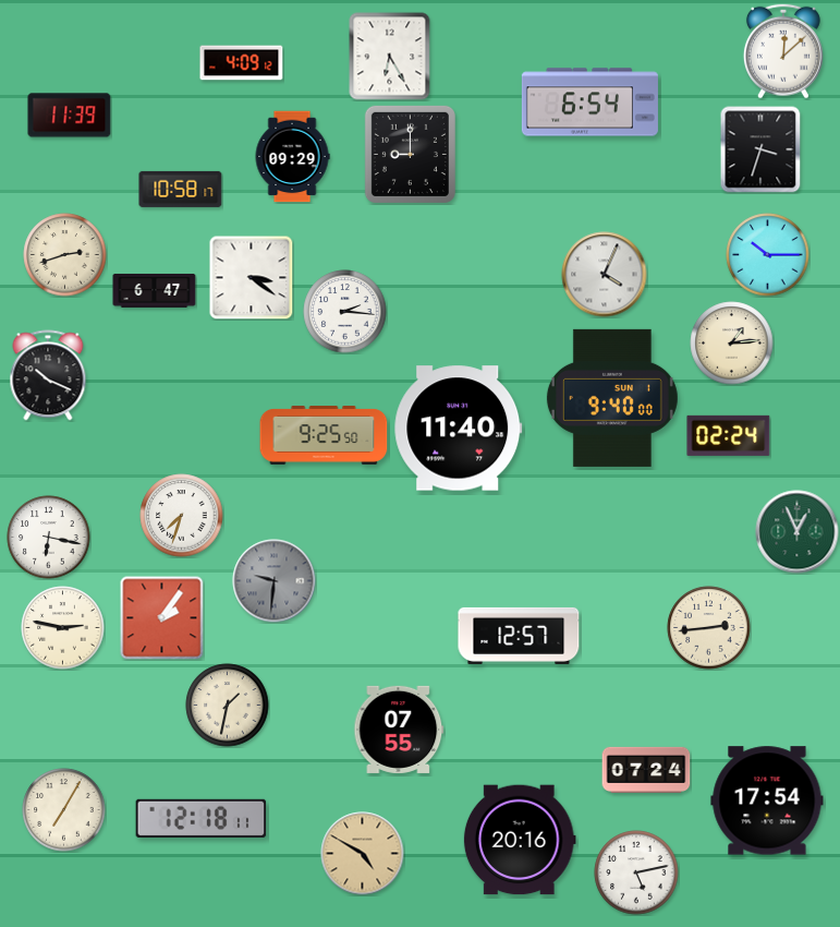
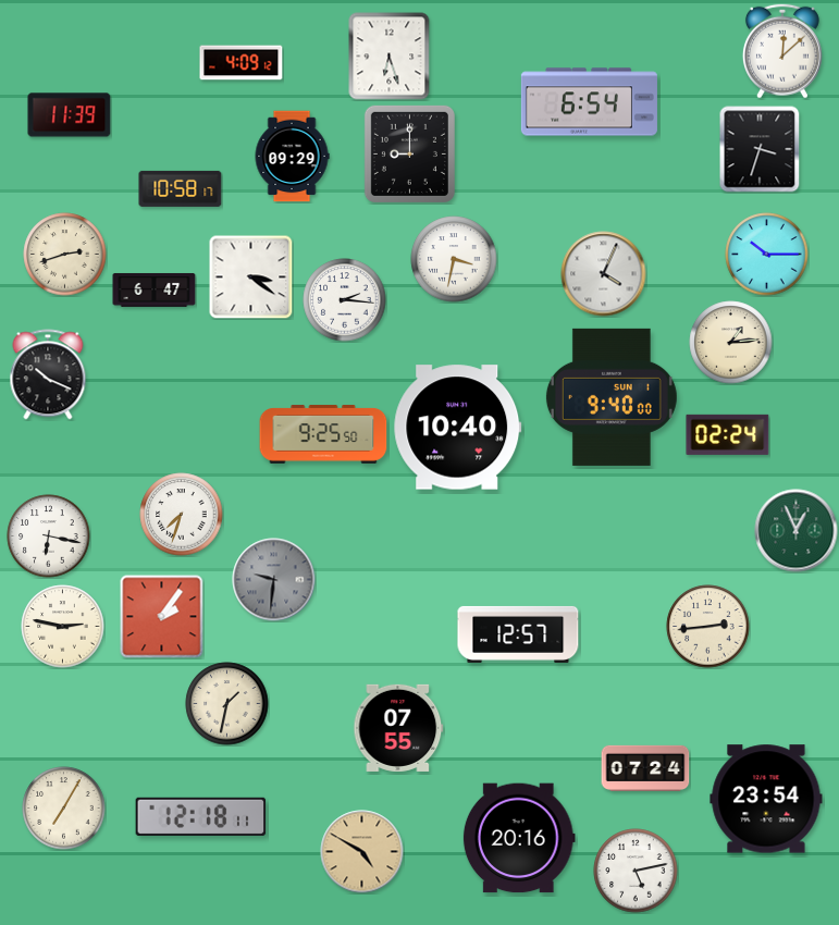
clock at (390, 57): 6:25 -> 6:27
clock at (454, 259): none -> 3:32
clock at (345, 312) position: (345, 312) -> (345, 300)
clock at (459, 429): 11:40 -> 10:40
clock at (767, 800): 17:54 -> 23:54
